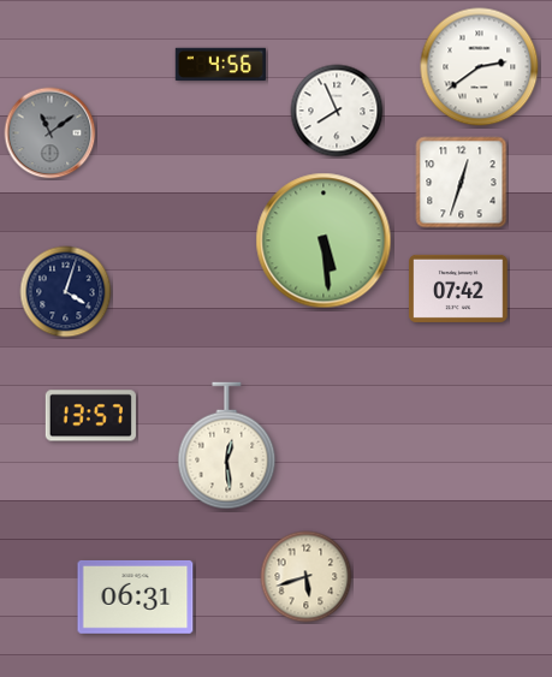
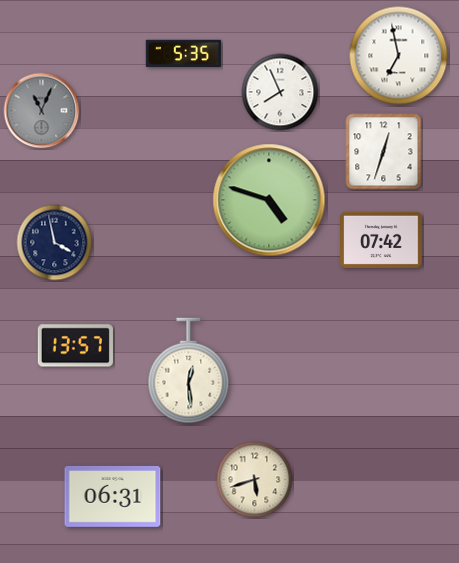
clock at (220, 65): 4:56 -> 5:35
clock at (480, 67): 2:39 -> 6:58
clock at (51, 133): 11:09 -> 11:04
clock at (324, 240): 5:29 -> 4:48
clock at (66, 292): 4:03 -> 3:58
